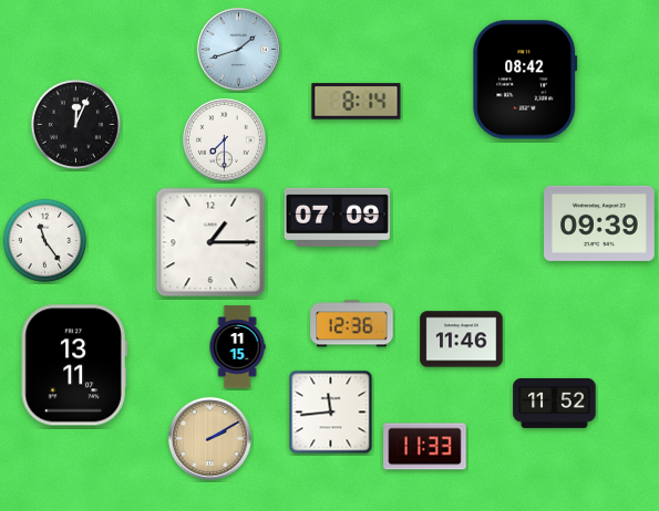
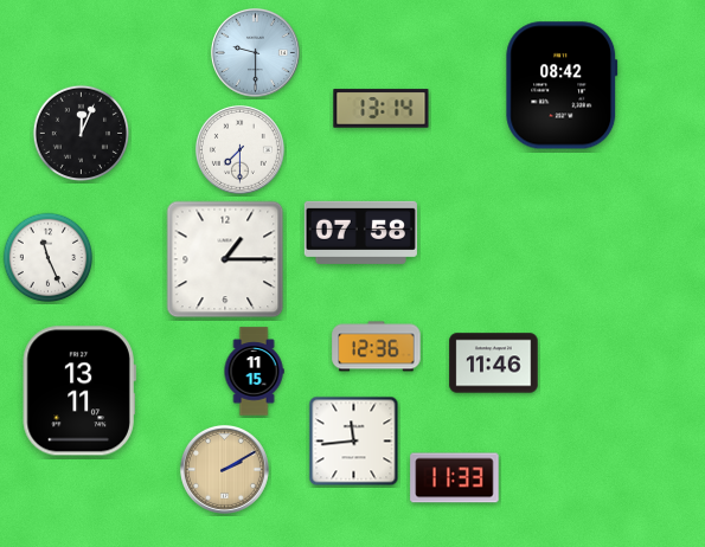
clock at (238, 49): 1:42 -> 9:30
clock at (357, 102): 8:14 -> 13:14
clock at (337, 217): 07:09 -> 07:58
clock at (600, 223): 09:39 -> none
clock at (45, 241): 11:24 -> 11:26
clock at (555, 403): 11:52 -> none
